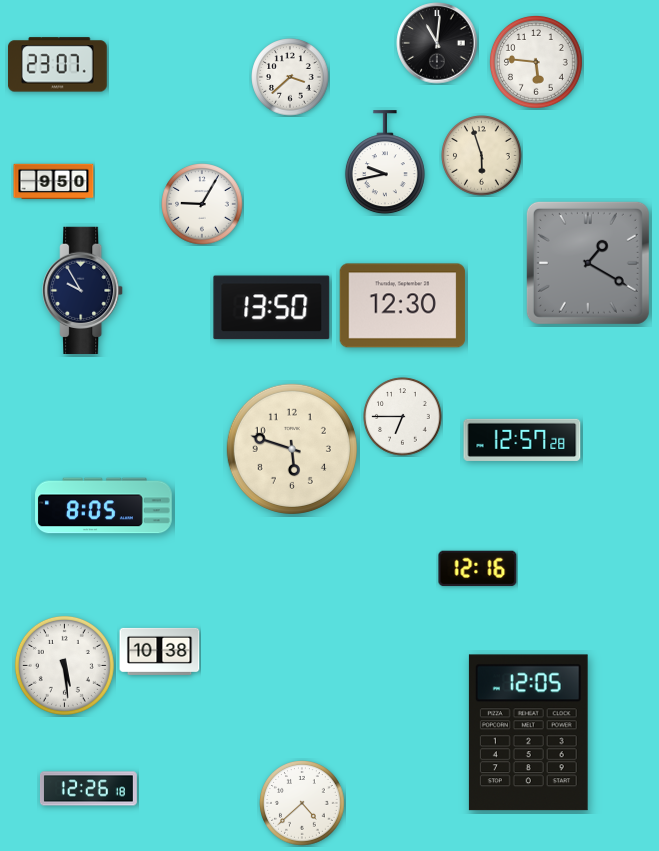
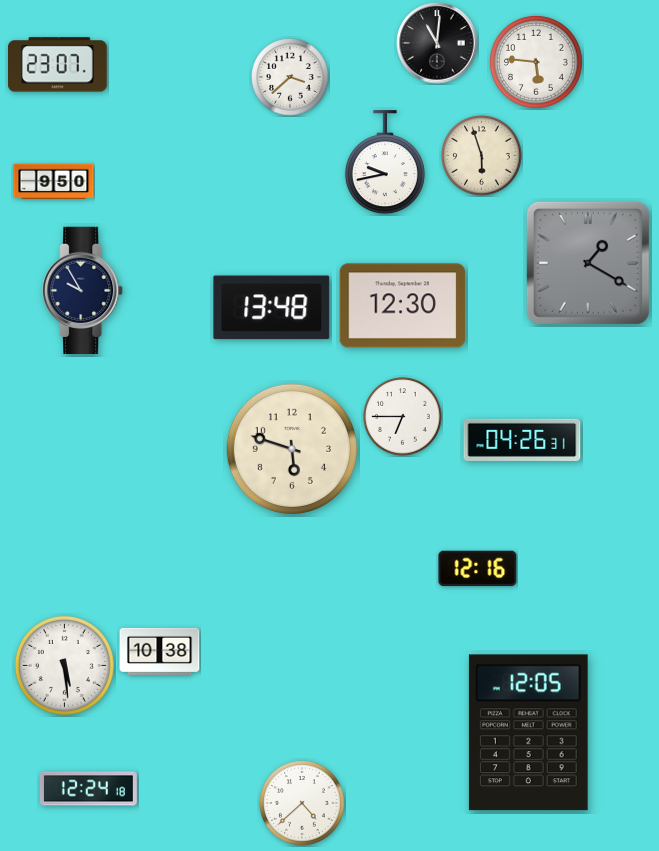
clock at (202, 204): 9:05 -> none
clock at (272, 308): 13:50 -> 13:48
clock at (522, 440): 12:57 -> 04:26
clock at (104, 506): 8:05 -> none
clock at (88, 789): 12:26 -> 12:24
